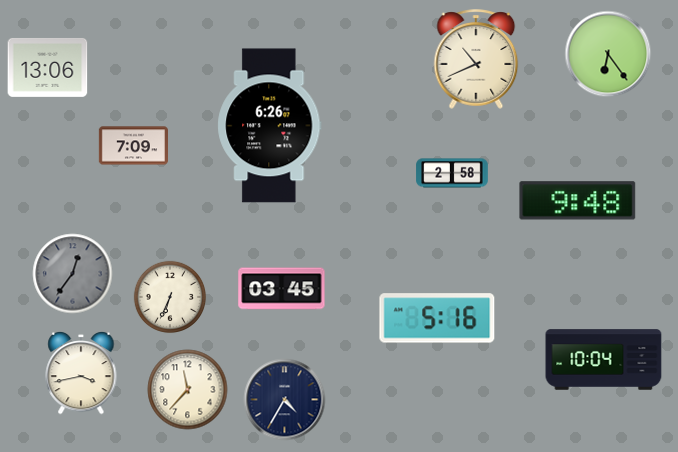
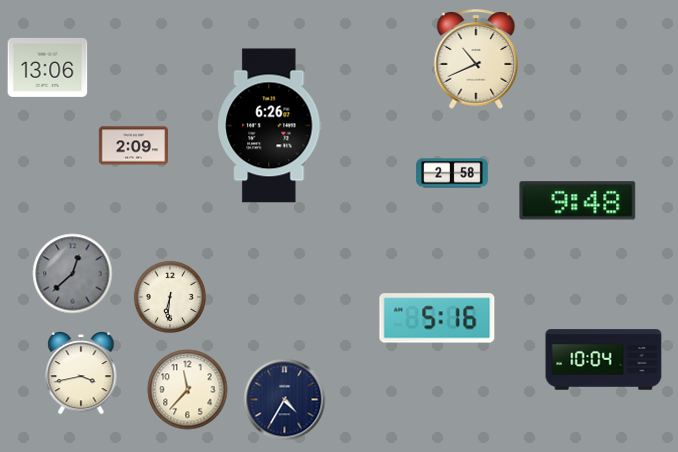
clock at (608, 54): 6:24 -> none
clock at (133, 146): 7:09 -> 2:09
clock at (73, 274): 12:36 -> 12:38
clock at (282, 289): 03:45 -> none
clock at (170, 297): 6:34 -> 6:31
